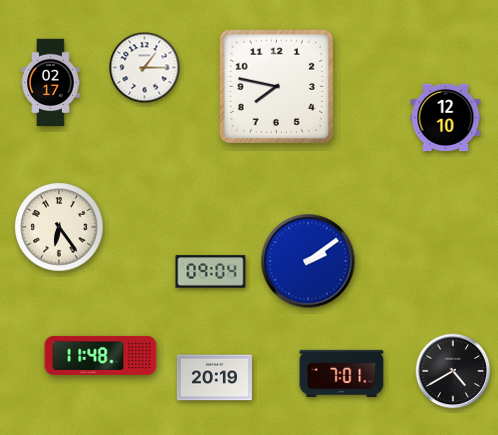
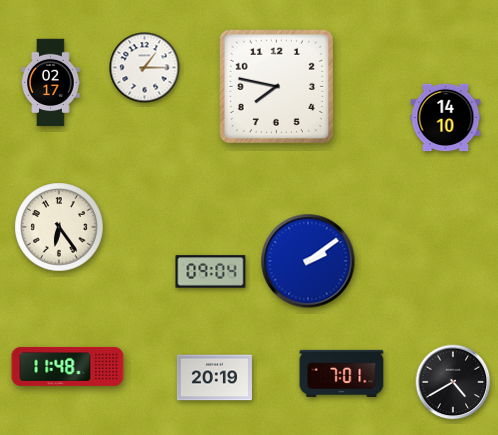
clock at (446, 118): 12:10 -> 14:10
clock at (101, 355) position: (101, 355) -> (68, 366)
clock at (453, 371) position: (453, 371) -> (453, 382)
